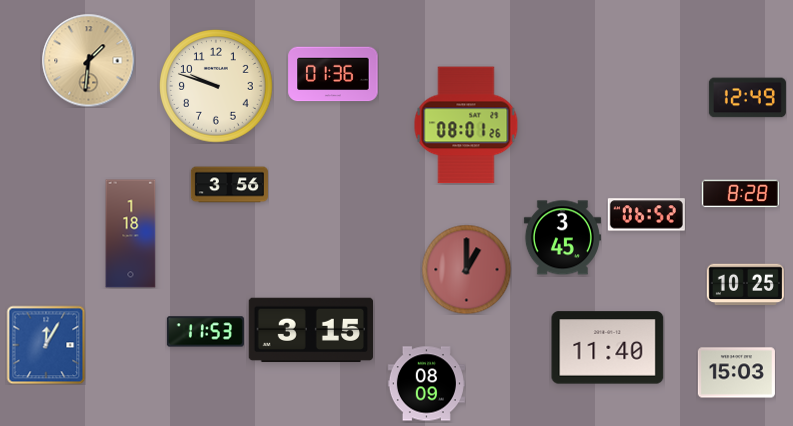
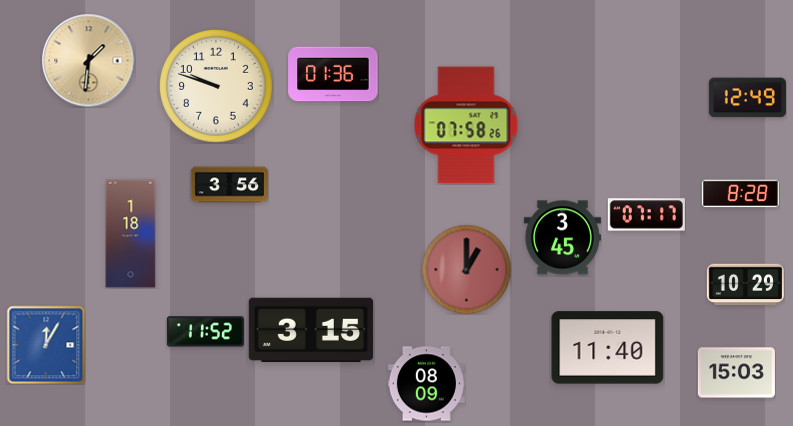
clock at (466, 125): 08:01 -> 07:58
clock at (646, 215): 06:52 -> 07:17
clock at (745, 285): 10:25 -> 10:29
clock at (205, 332): 11:53 -> 11:52
